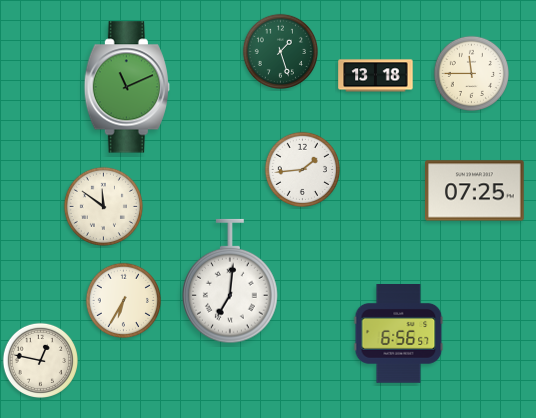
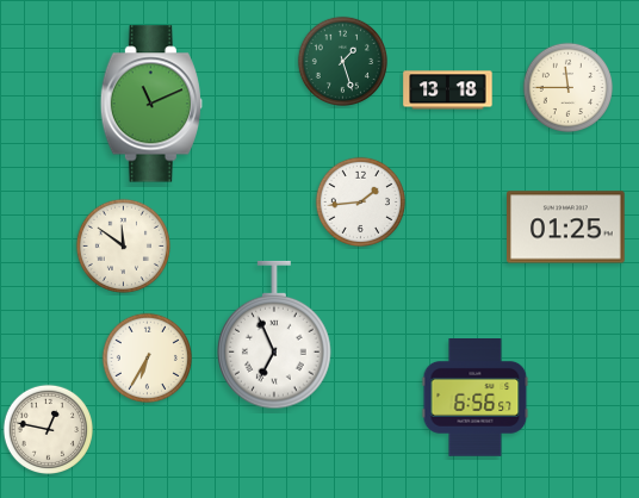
clock at (280, 51) position: (280, 51) -> (342, 61)
clock at (471, 73) position: (471, 73) -> (567, 87)
clock at (475, 191): 07:25 -> 01:25
clock at (231, 281): 7:01 -> 6:56
